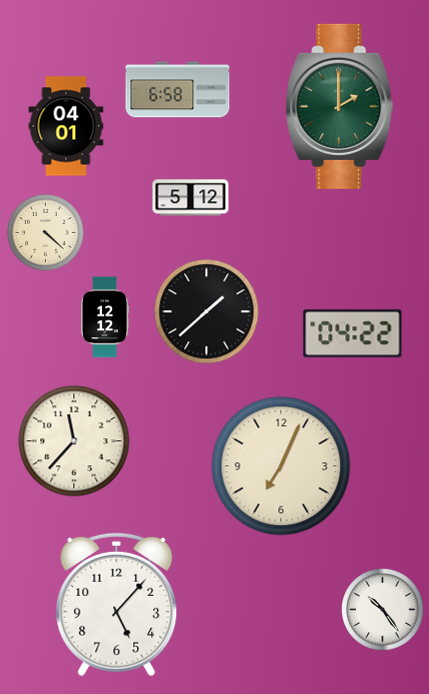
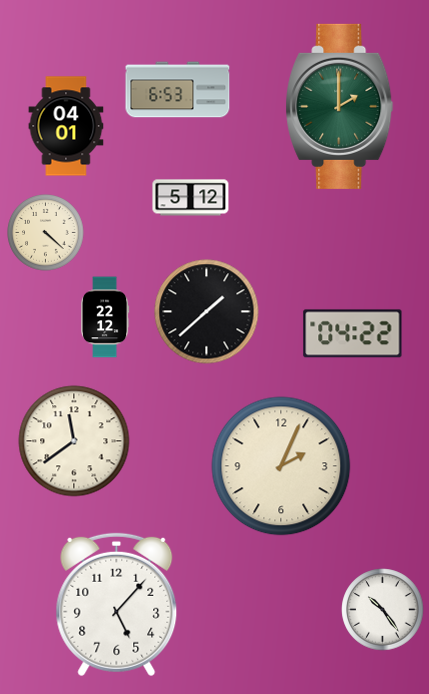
clock at (178, 90): 6:58 -> 6:53
clock at (105, 317): 12:12 -> 22:12
clock at (74, 441): 11:37 -> 11:39
clock at (281, 466): 7:04 -> 2:04
